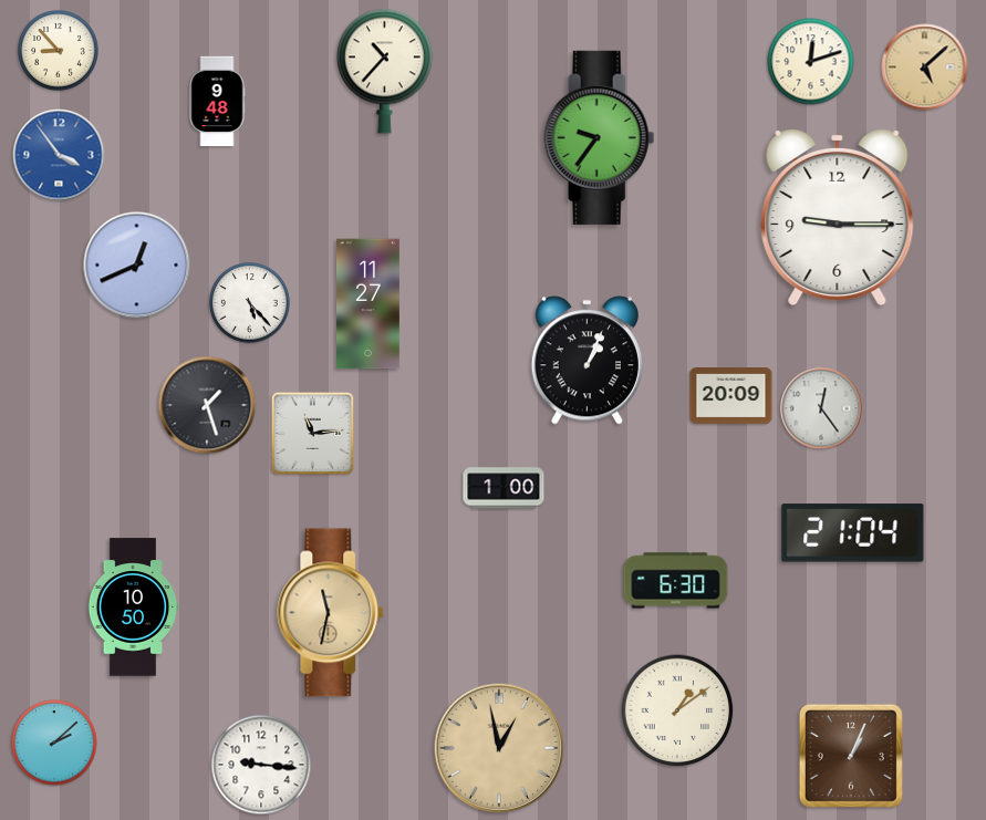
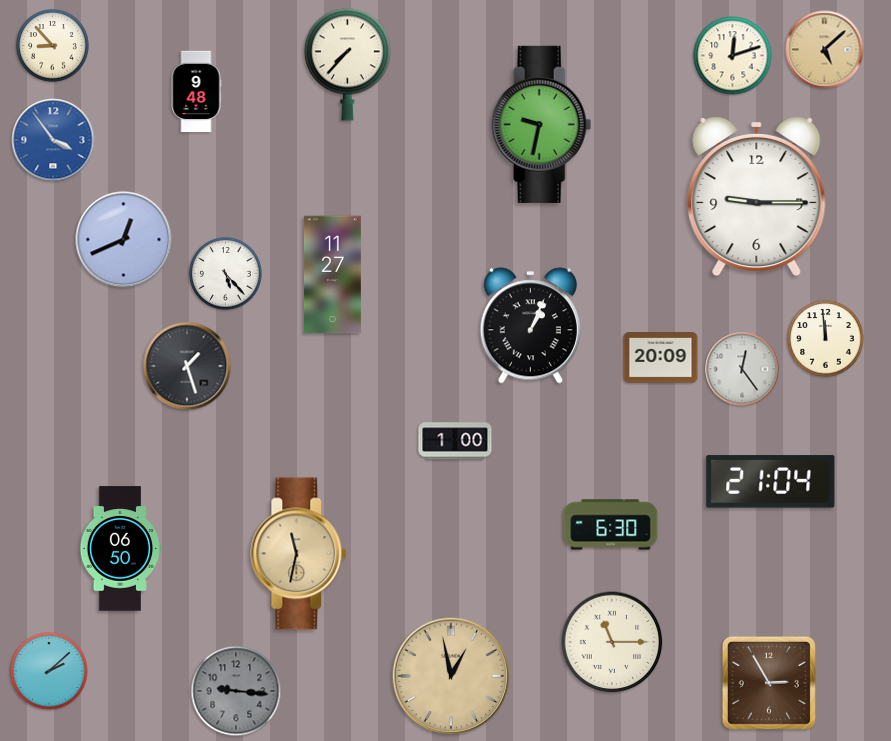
clock at (925, 68) position: (925, 68) -> (825, 50)
clock at (384, 71): 10:37 -> 7:37
clock at (600, 137): 9:36 -> 9:32
clock at (826, 339): none -> 11:59
clock at (313, 434): 11:14 -> none
clock at (133, 608): 10:50 -> 06:50
clock at (677, 710): 1:09 -> 11:15
clock at (851, 756): 1:04 -> 2:55
clock at (261, 765) dial: white -> grey
